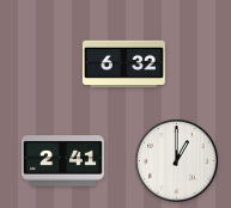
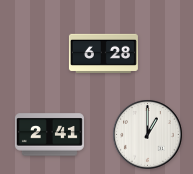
clock at (123, 63): 6:32 -> 6:28
clock at (62, 161) position: (62, 161) -> (49, 135)
